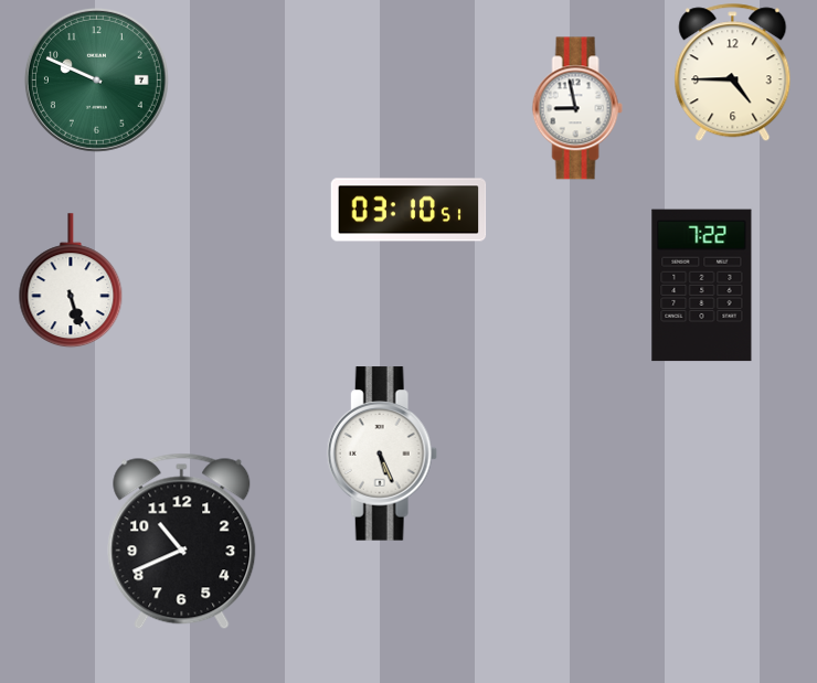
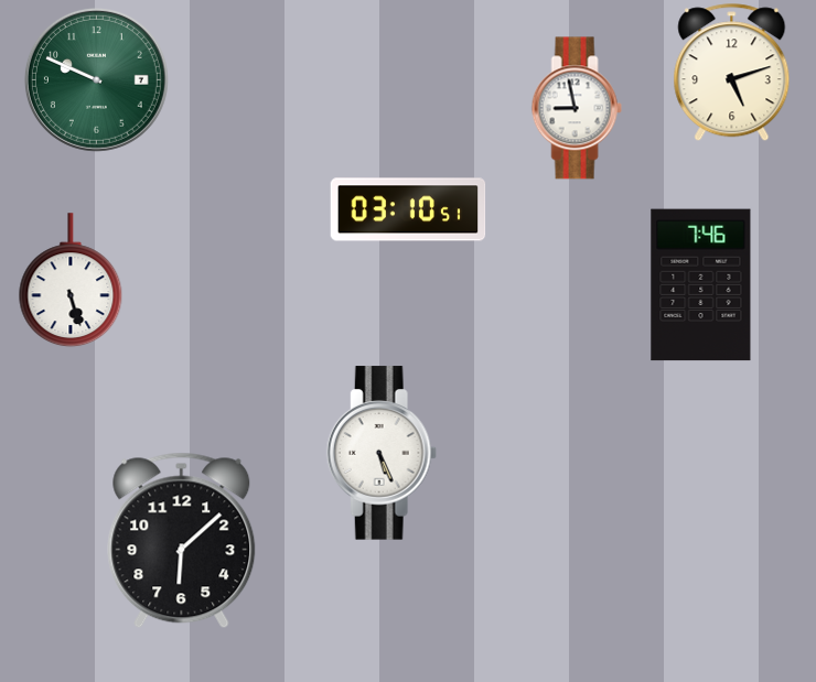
clock at (733, 73): 4:45 -> 5:12
clock at (702, 286): 7:22 -> 7:46
clock at (182, 542): 10:41 -> 6:08
